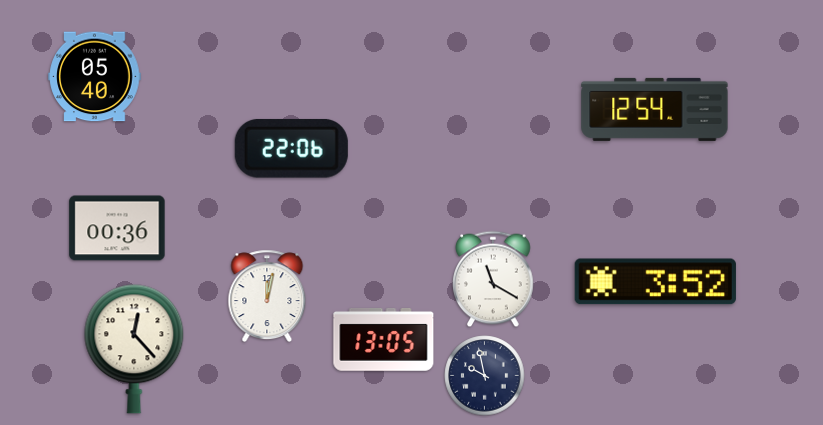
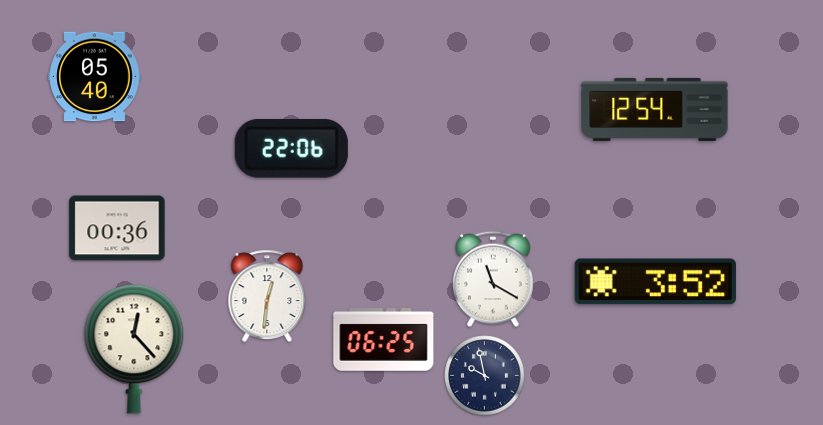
clock at (267, 296): 12:02 -> 12:31
clock at (384, 340): 13:05 -> 06:25
